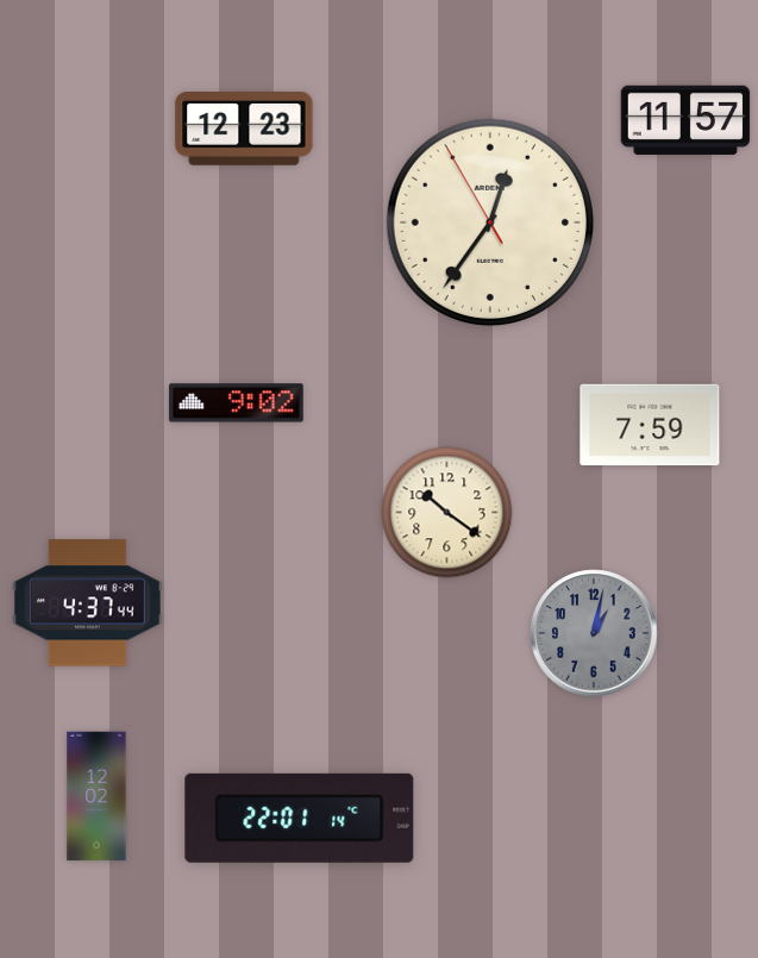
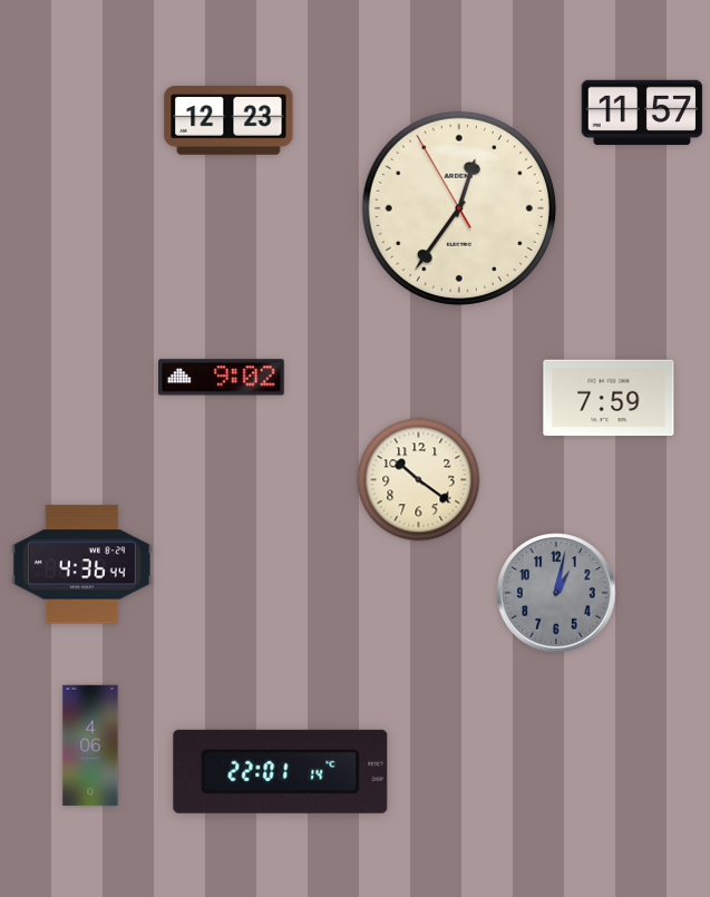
clock at (87, 603): 4:37 -> 4:36
clock at (96, 796): 12:02 -> 4:06
clock at (300, 818) position: (300, 818) -> (281, 771)
